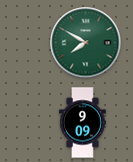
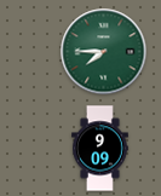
clock at (86, 43): 7:50 -> 7:45
